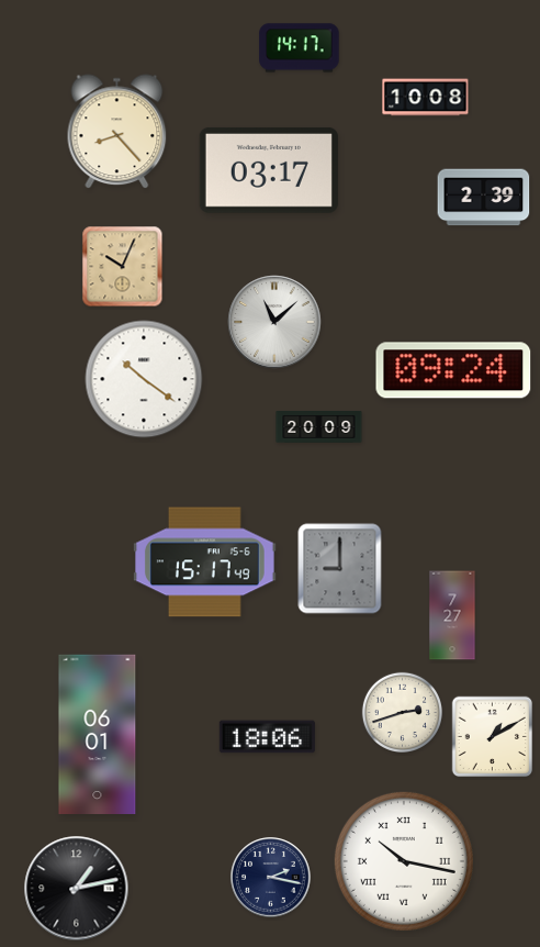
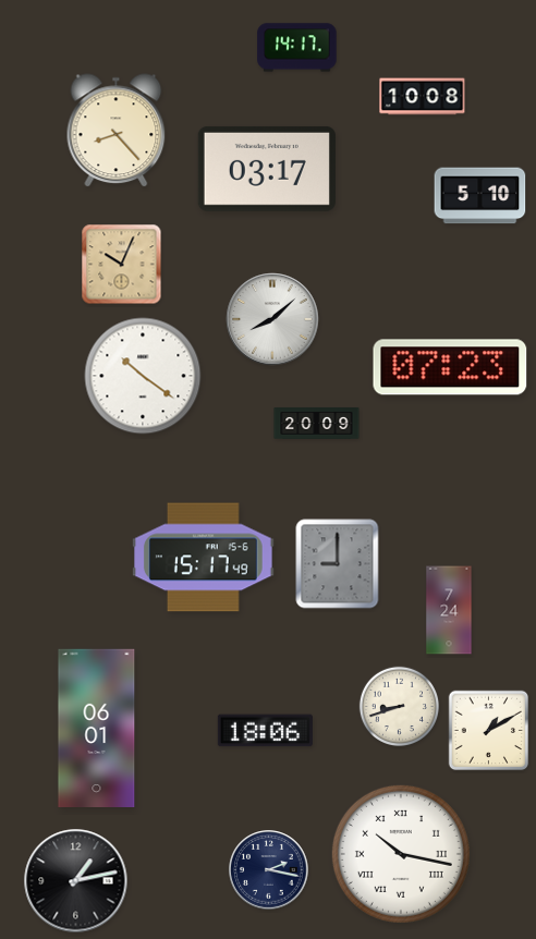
clock at (484, 198): 2:39 -> 5:10
clock at (274, 322): 11:08 -> 8:08
clock at (453, 370): 09:24 -> 07:23
clock at (452, 615): 7:27 -> 7:24
clock at (402, 712): 2:42 -> 8:42
